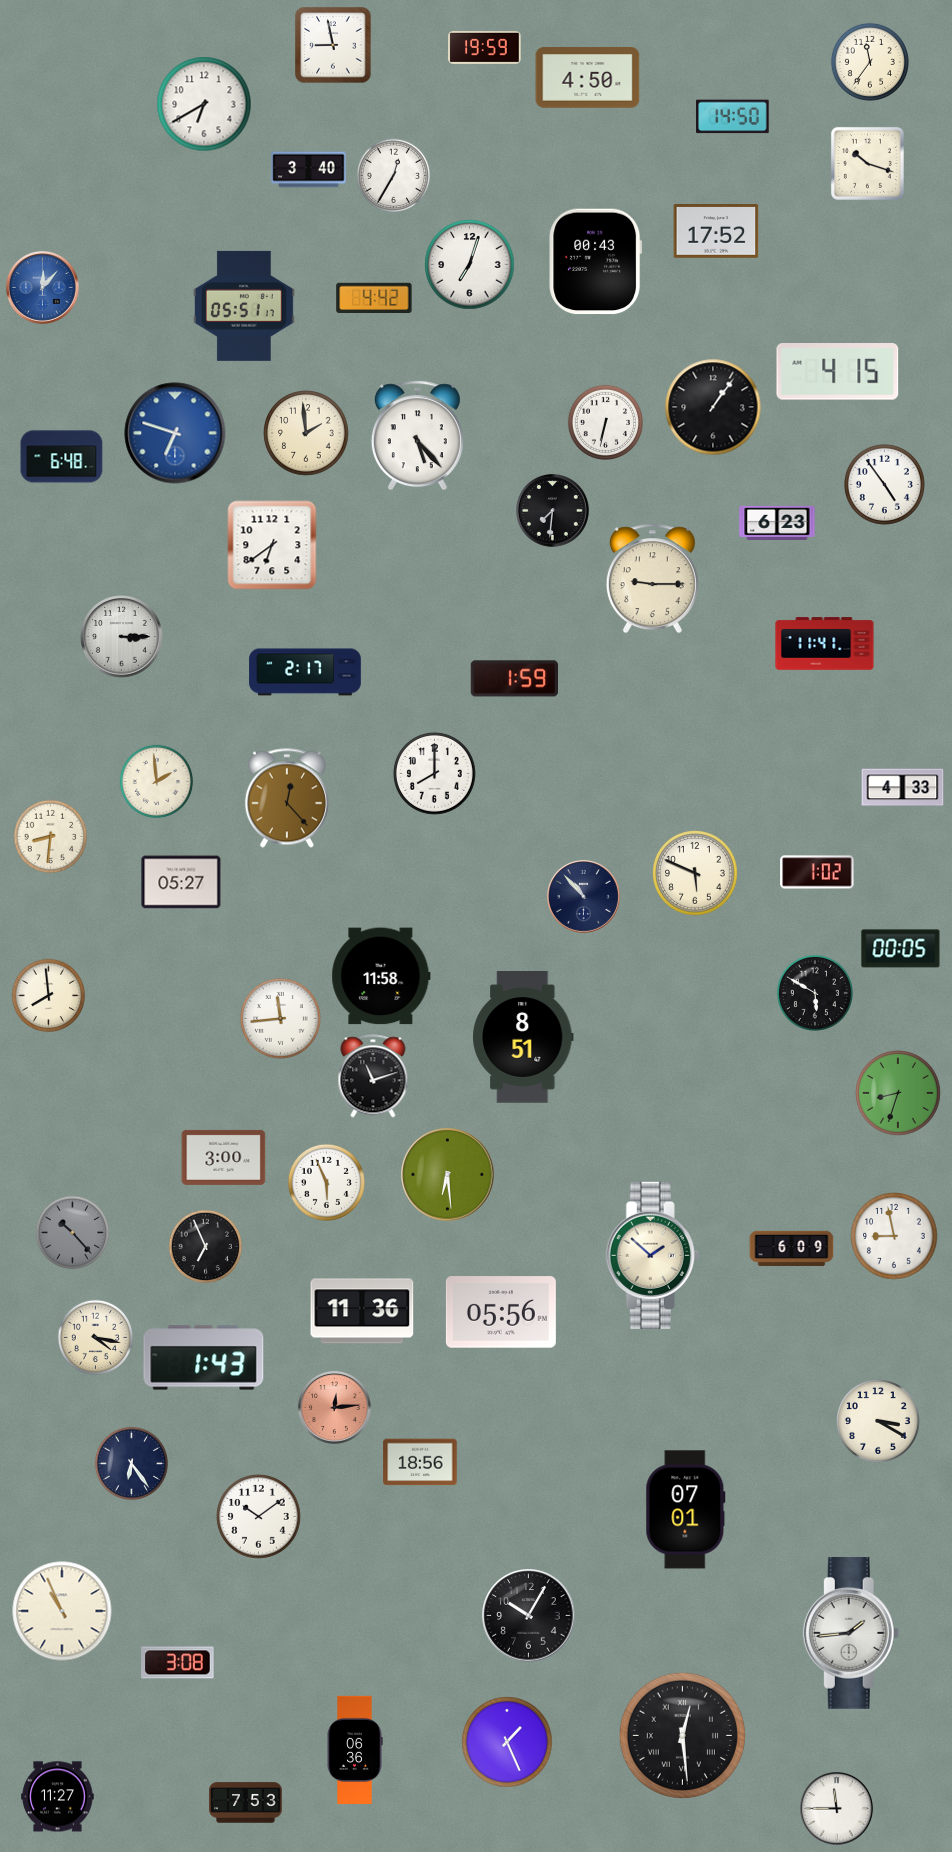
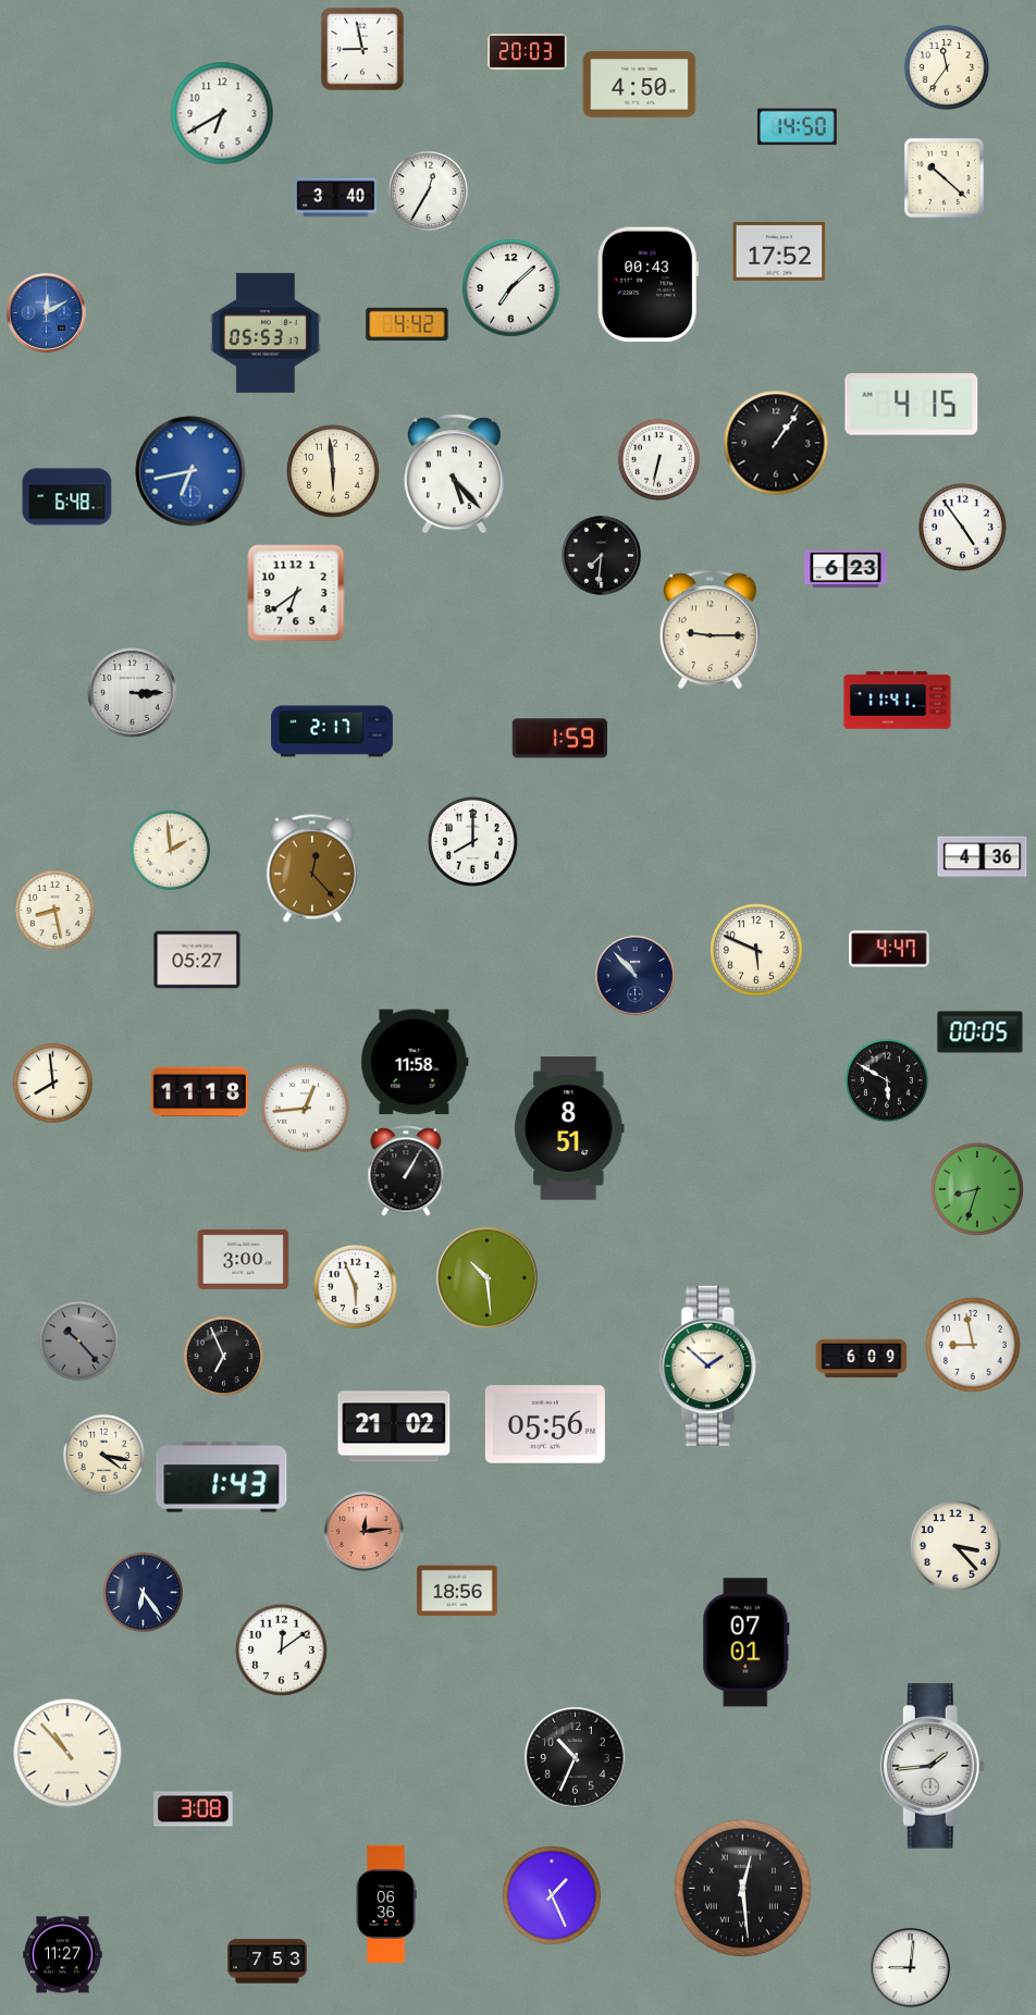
clock at (485, 47): 19:59 -> 20:03
clock at (867, 163): 10:18 -> 10:22
clock at (309, 170) position: (309, 170) -> (336, 198)
clock at (470, 265): 7:03 -> 7:08
clock at (43, 288): 12:07 -> 12:10
clock at (244, 306): 05:51 -> 05:53
clock at (175, 433): 6:48 -> 6:43
clock at (306, 433): 1:59 -> 5:59
clock at (903, 788): 4:33 -> 4:36
clock at (51, 837): 8:31 -> 8:28
clock at (817, 872): 1:02 -> 4:47
clock at (199, 1092): none -> 11:18
clock at (280, 1018): 11:44 -> 12:44
clock at (373, 1076): 11:12 -> 1:05
clock at (448, 1175): 6:29 -> 10:29
clock at (362, 1311): 11:36 -> 21:02
clock at (501, 1312) position: (501, 1312) -> (545, 1424)
clock at (879, 1422): 3:20 -> 3:23
clock at (259, 1517): 10:09 -> 12:09
clock at (62, 1611): 10:56 -> 10:53
clock at (529, 1616): 10:05 -> 10:34
clock at (851, 1634) position: (851, 1634) -> (933, 1767)
clock at (837, 1809): 11:45 -> 9:01
